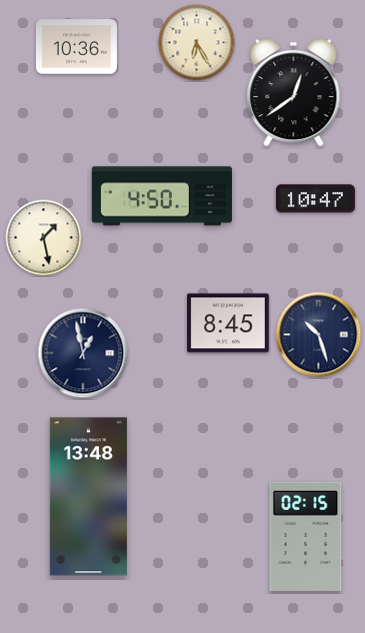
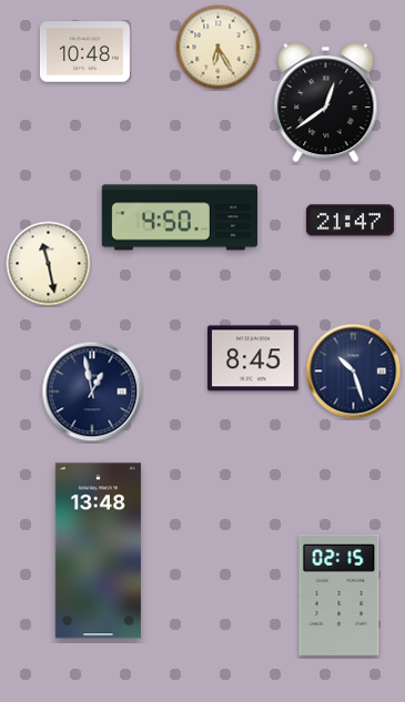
clock at (76, 47): 10:36 -> 10:48
clock at (315, 199): 10:47 -> 21:47
clock at (44, 238): 1:28 -> 11:28
